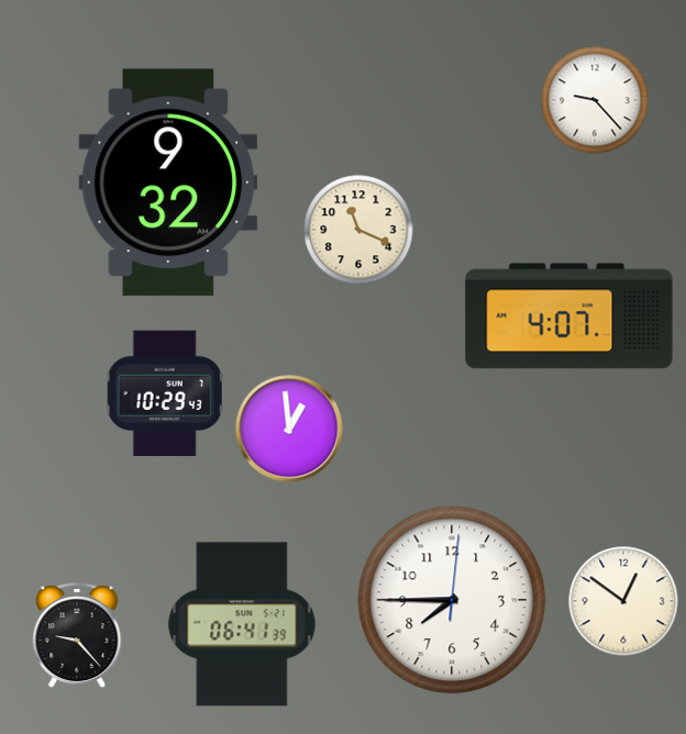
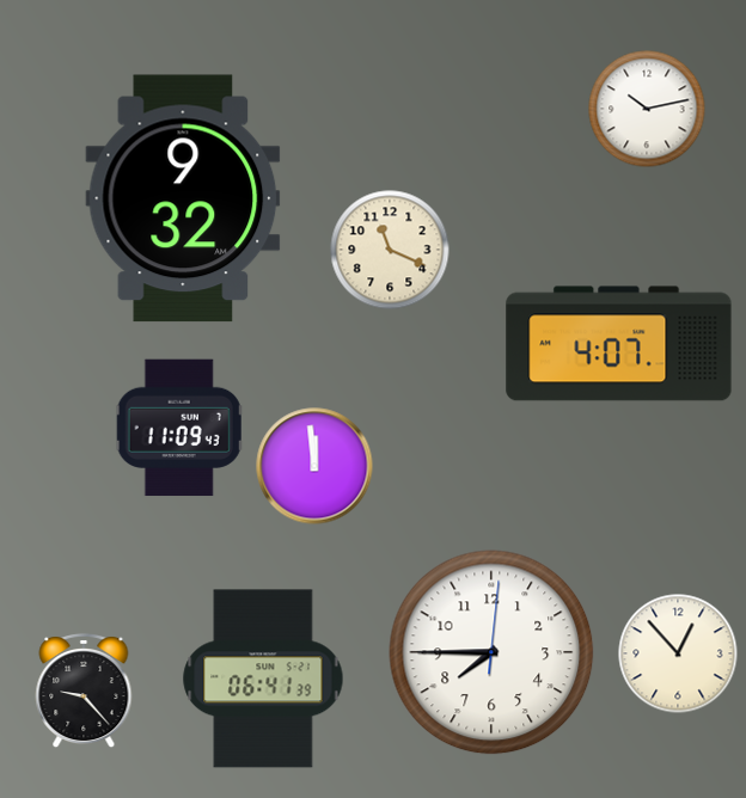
clock at (595, 100): 9:23 -> 10:13
clock at (165, 393): 10:29 -> 11:09
clock at (289, 429): 12:59 -> 11:59
clock at (623, 601): 12:51 -> 12:53
